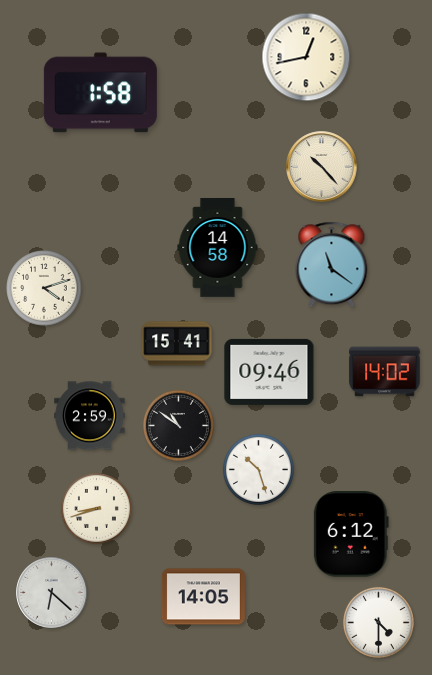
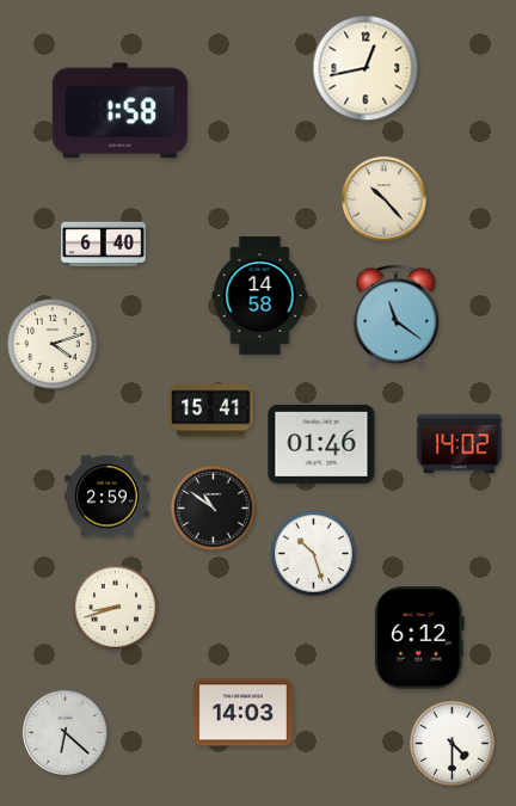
clock at (104, 245): none -> 6:40
clock at (269, 372): 09:46 -> 01:46
clock at (258, 469) position: (258, 469) -> (313, 553)
clock at (52, 593) position: (52, 593) -> (66, 733)
clock at (203, 597): 14:05 -> 14:03
